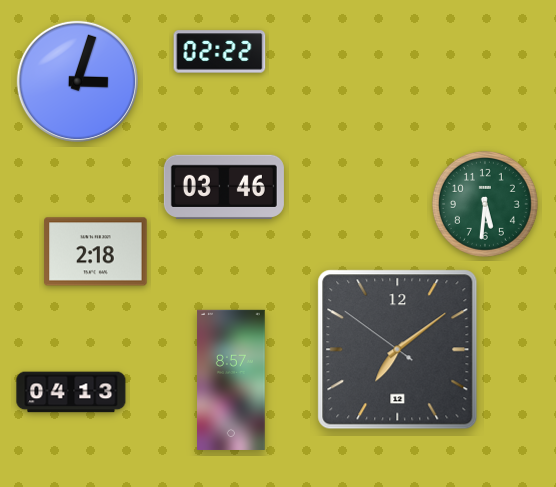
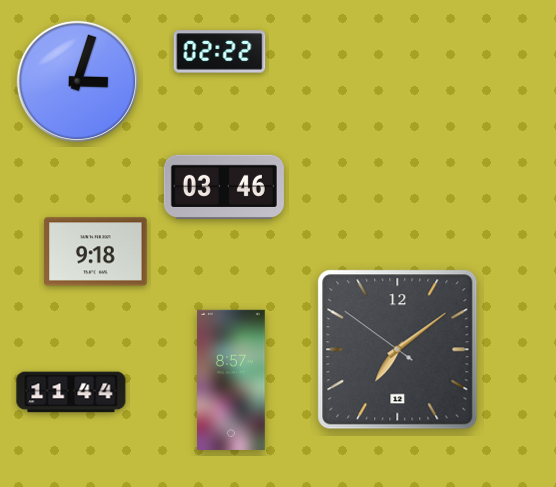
clock at (485, 204): 5:31 -> none
clock at (96, 252): 2:18 -> 9:18
clock at (71, 392): 04:13 -> 11:44
